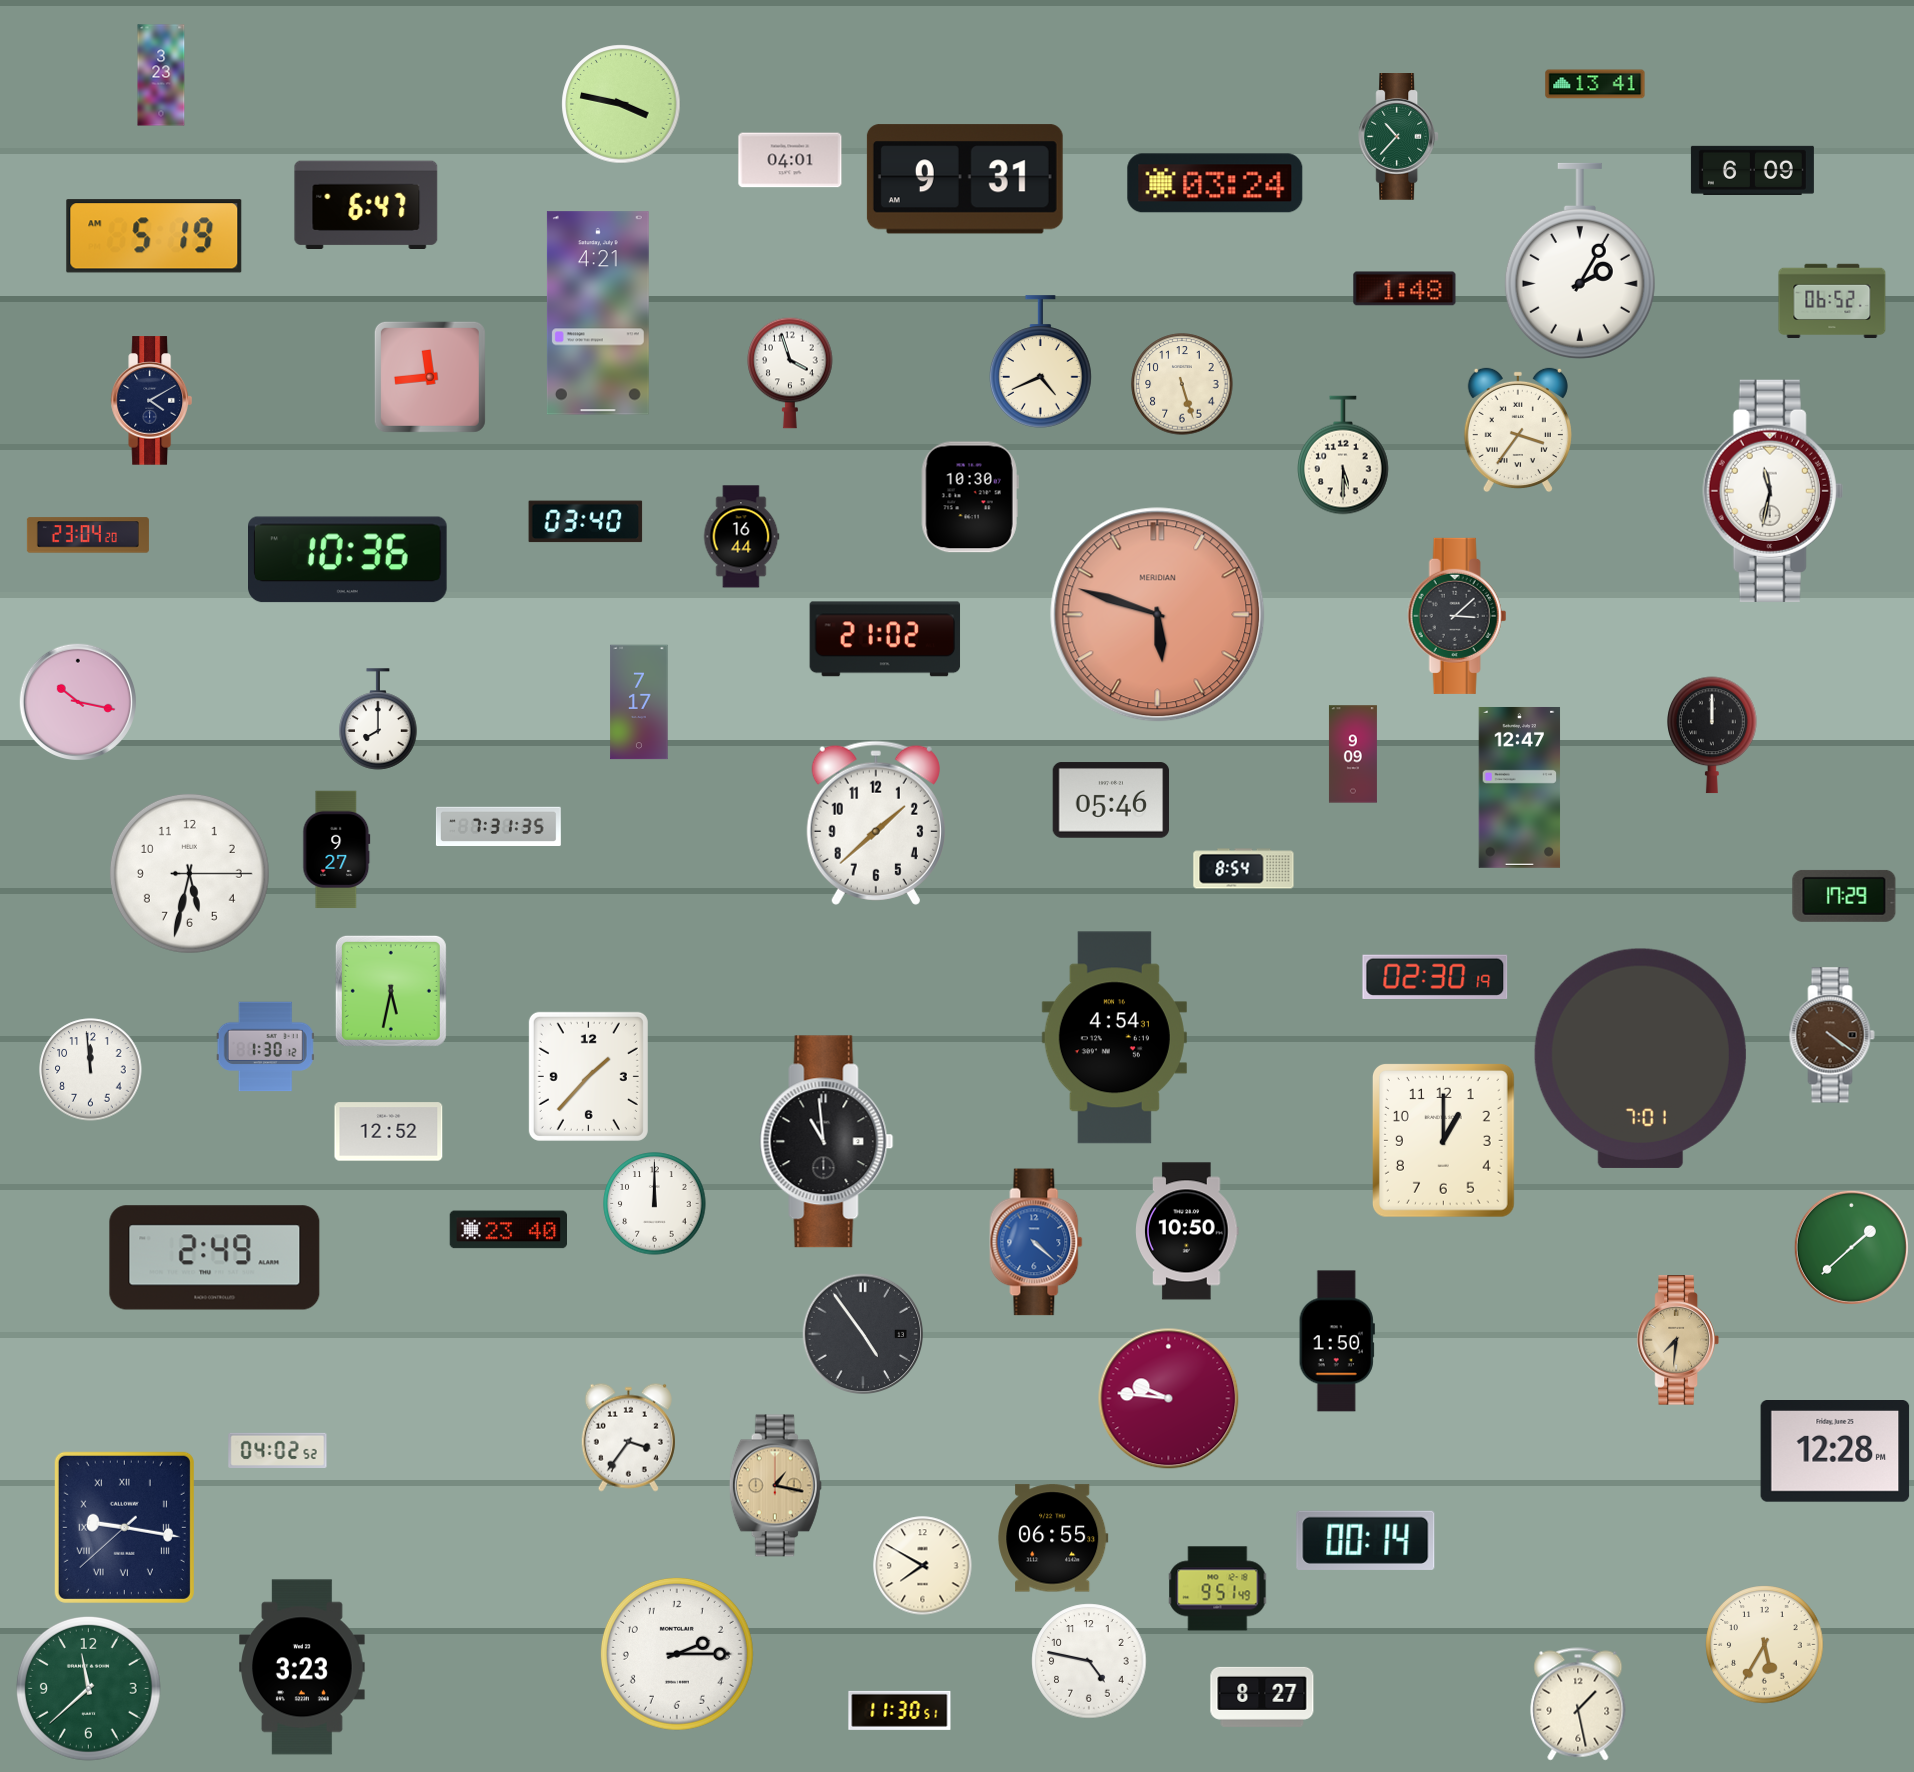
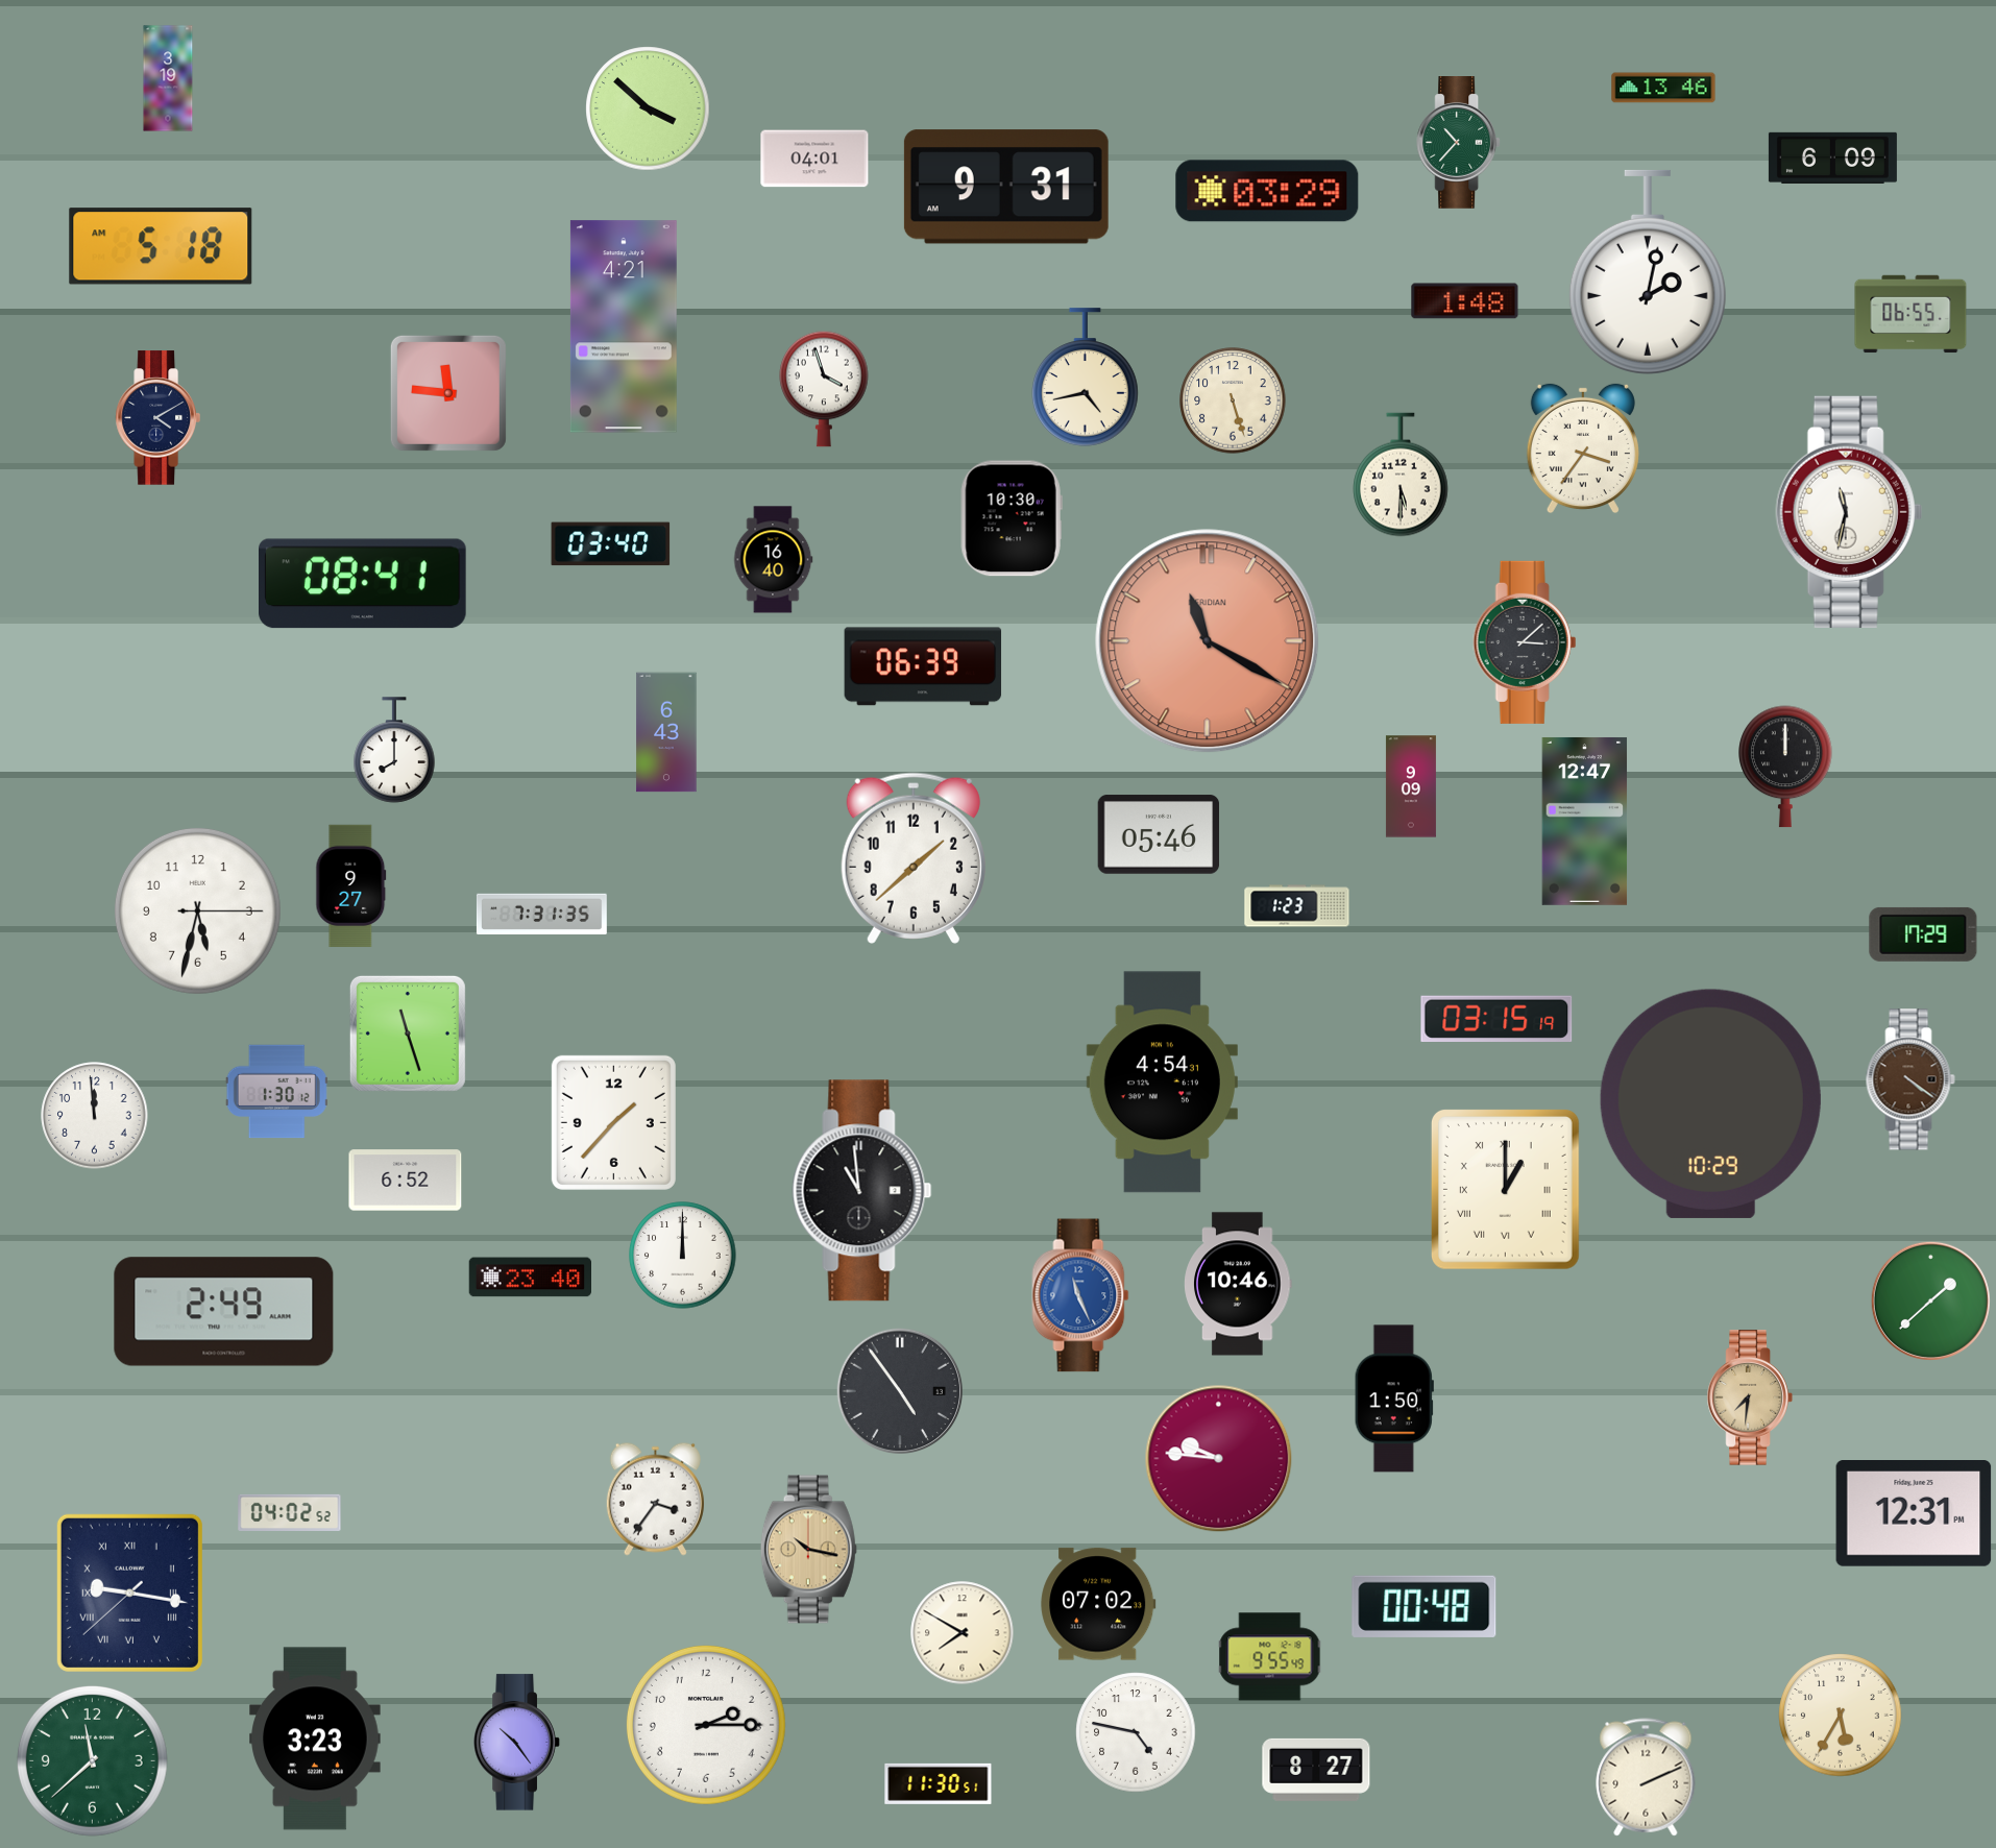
clock at (161, 75): 3:23 -> 3:19
clock at (1595, 84): 13:41 -> 13:46
clock at (621, 104): 3:47 -> 3:52
clock at (790, 160) position: (790, 160) -> (814, 159)
clock at (1752, 170) position: (1752, 170) -> (1832, 157)
clock at (1215, 183): 03:24 -> 03:29
clock at (366, 205): 6:47 -> none
clock at (154, 236): 5:19 -> 5:18
clock at (1580, 261): 2:05 -> 2:02
clock at (1832, 301): 06:52 -> 06:55
clock at (1041, 362): 4:41 -> 4:43
clock at (430, 377): 11:44 -> 11:46
clock at (88, 535): 23:04 -> none
clock at (741, 537): 16:44 -> 16:40
clock at (348, 560): 10:36 -> 08:41
clock at (1158, 615): 5:48 -> 11:20
clock at (1457, 616) position: (1457, 616) -> (1525, 642)
clock at (885, 639): 21:02 -> 06:39
clock at (78, 702): 10:17 -> none
clock at (639, 702): 7:17 -> 6:43
clock at (498, 827) position: (498, 827) -> (541, 915)
clock at (1244, 869): 8:54 -> 1:23
clock at (1435, 976): 02:30 -> 03:15
clock at (391, 991): 5:32 -> 11:27
clock at (1640, 1058): 7:01 -> 10:29
clock at (389, 1132): 12:52 -> 6:52
clock at (1443, 1141) numerals: Arabic -> Roman
clock at (509, 1230) position: (509, 1230) -> (531, 1278)
clock at (1187, 1231): 10:50 -> 10:46
clock at (1036, 1242): 4:22 -> 11:26
clock at (1835, 1452): 12:28 -> 12:31
clock at (775, 1486): 1:17 -> 10:17
clock at (1053, 1538): 06:55 -> 07:02
clock at (1366, 1540): 00:14 -> 00:48
clock at (1218, 1589): 9:51 -> 9:55
clock at (517, 1743): none -> 10:24
clock at (1578, 1704): 1:28 -> 2:11
